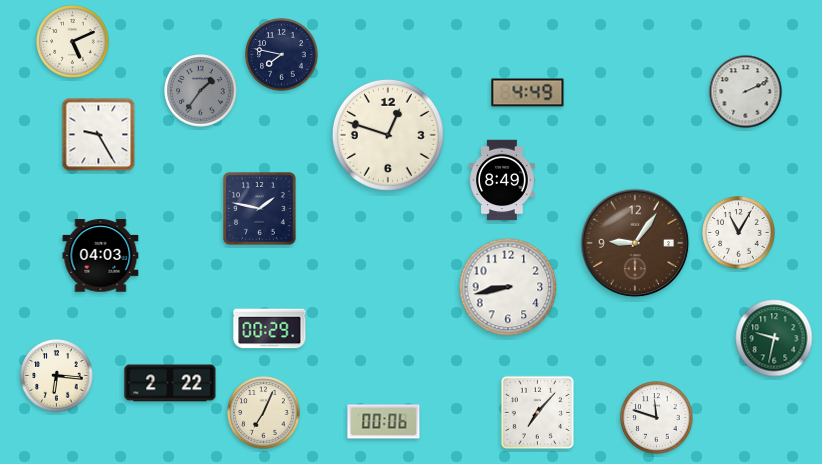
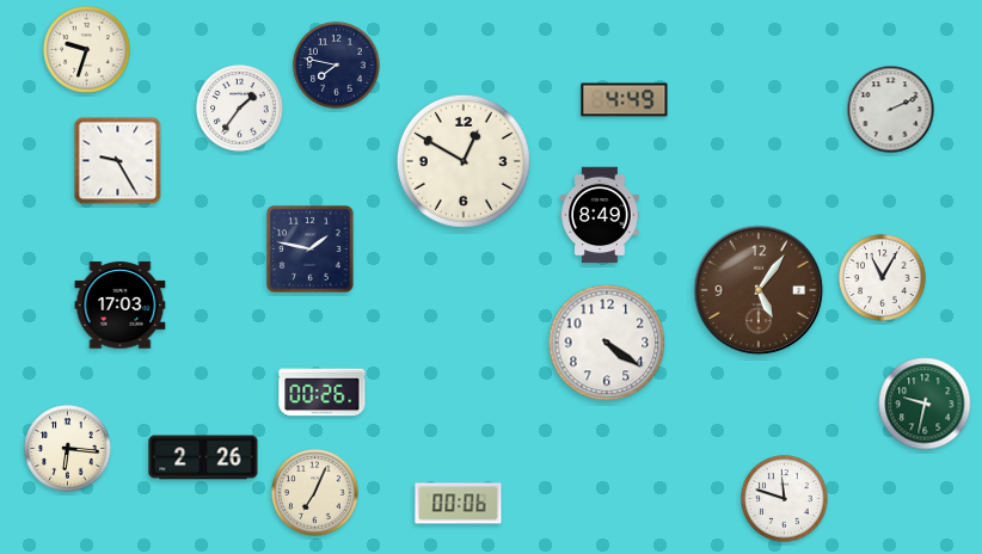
clock at (73, 42): 5:11 -> 9:33
clock at (201, 91) dial: grey -> white
clock at (528, 93) position: (528, 93) -> (625, 100)
clock at (388, 135): 12:48 -> 12:50
clock at (635, 243): 9:06 -> 5:06
clock at (101, 256): 04:03 -> 17:03
clock at (508, 287): 8:43 -> 4:21
clock at (270, 329): 00:29 -> 00:26
clock at (170, 383): 2:22 -> 2:26
clock at (537, 412): 7:07 -> none
